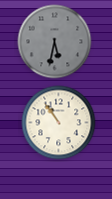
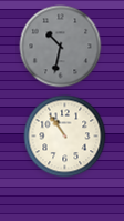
clock at (55, 42): 5:32 -> 10:32
